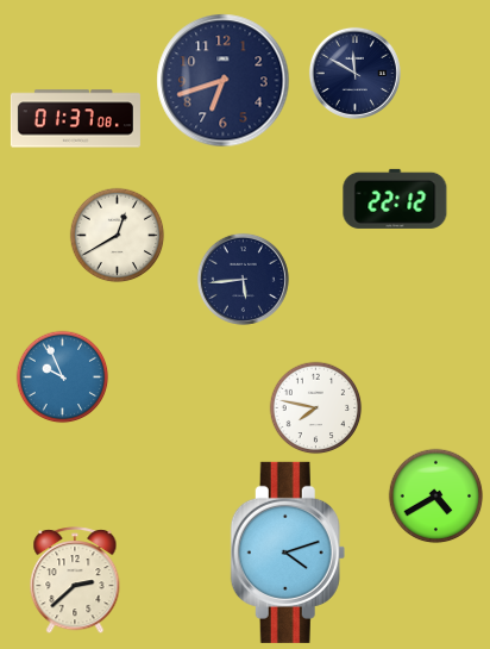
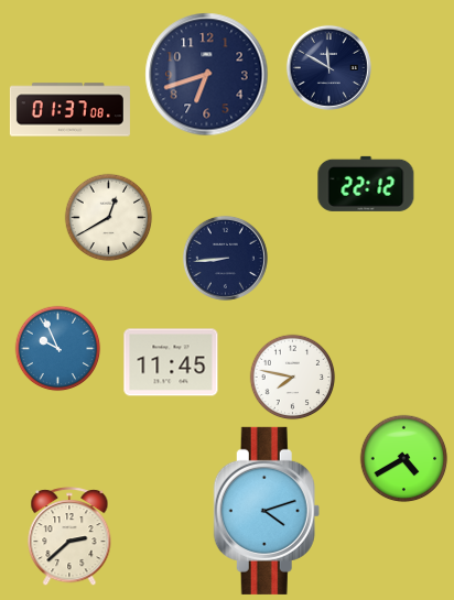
clock at (243, 279): 5:44 -> 8:44
clock at (171, 362): none -> 11:45
